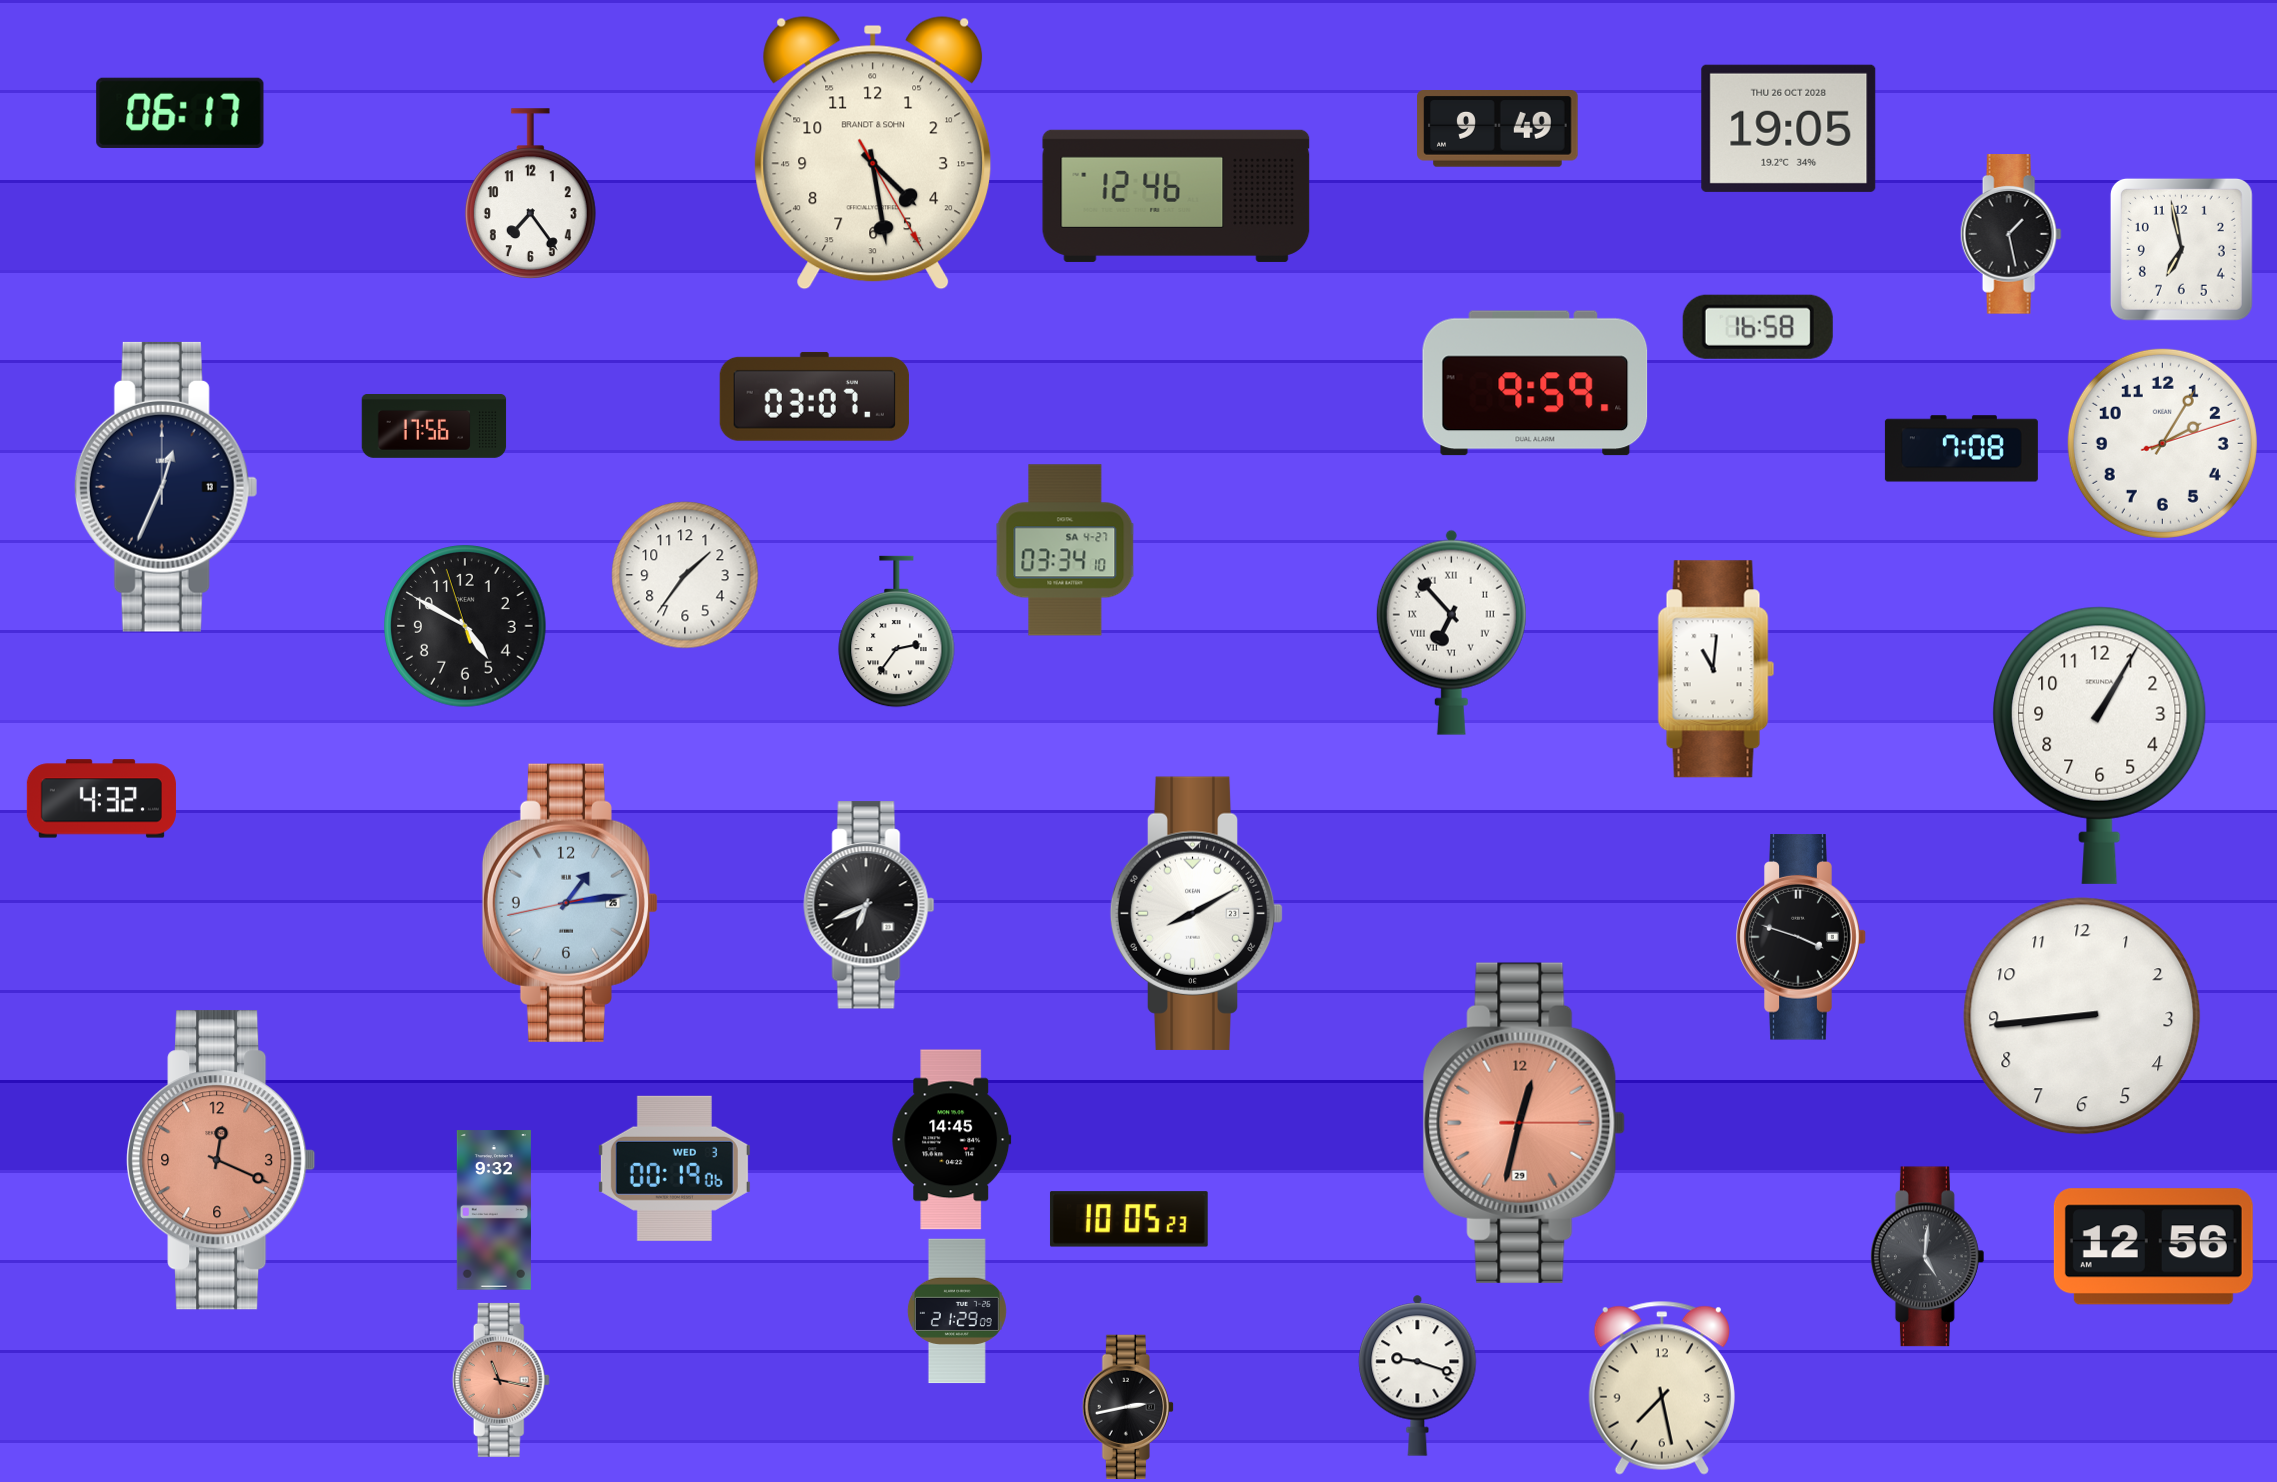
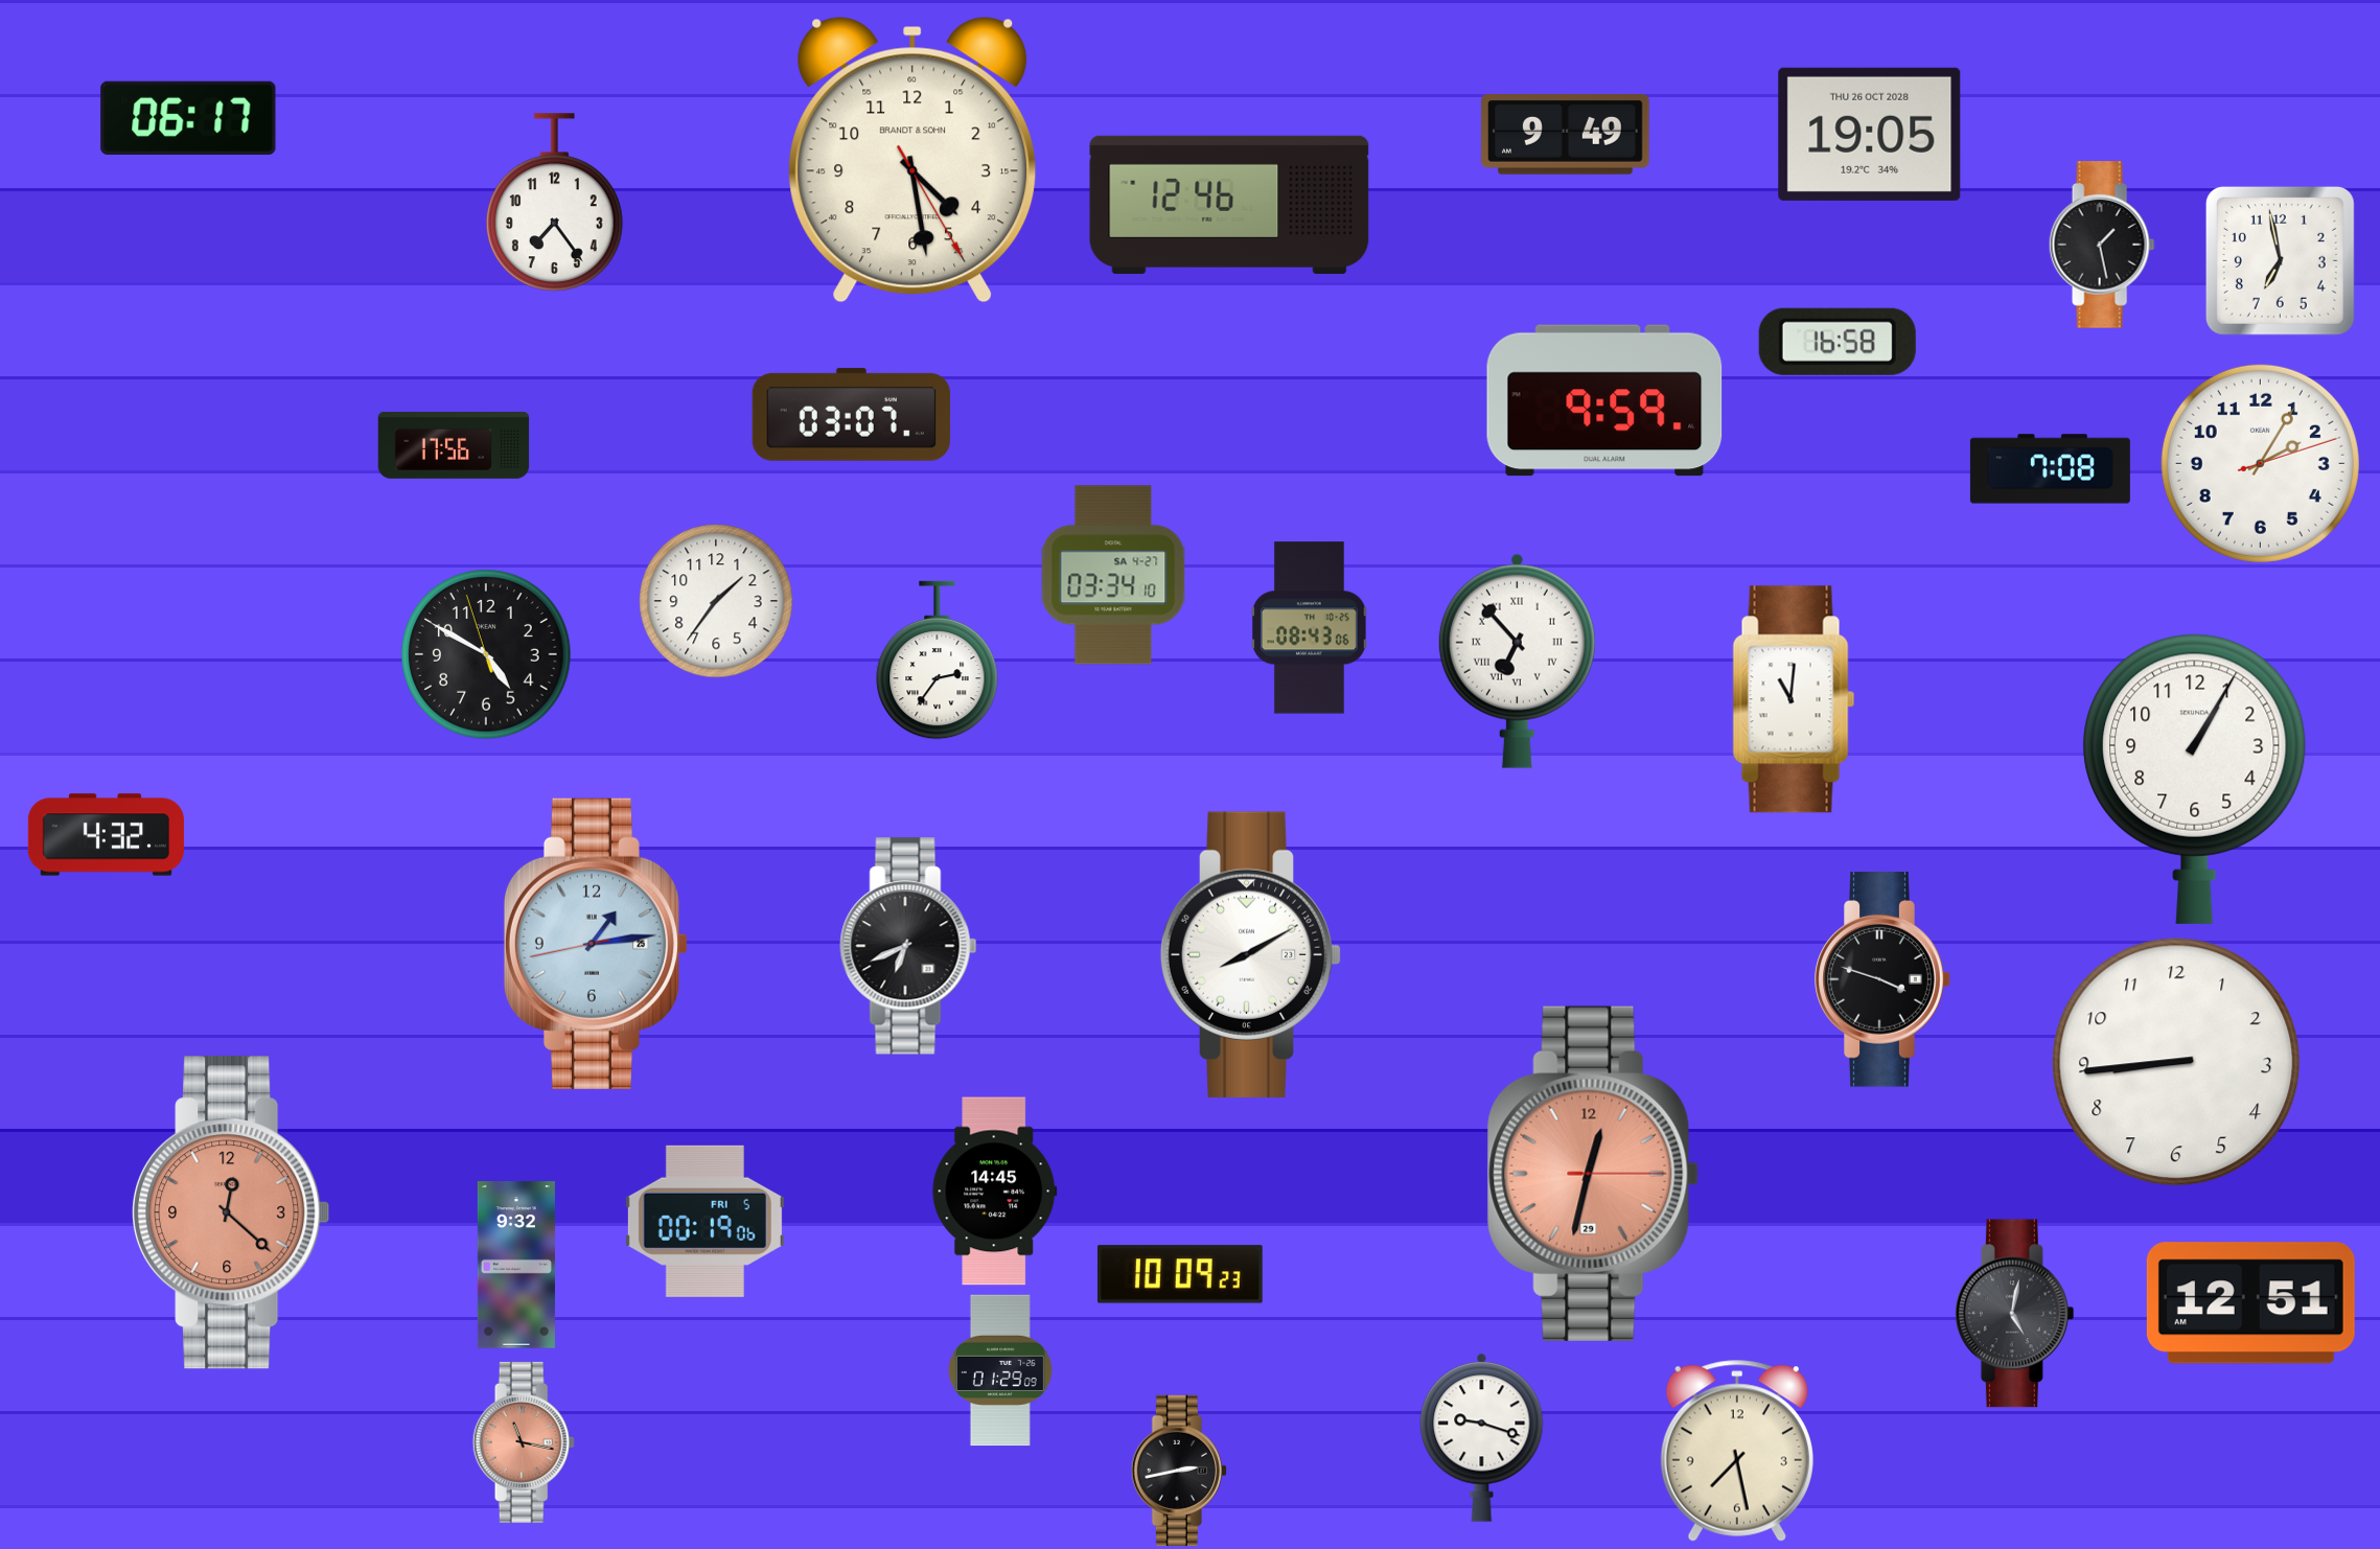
clock at (166, 487): 12:34 -> none
clock at (1310, 628): none -> 08:43
clock at (221, 1160): 12:19 -> 12:22
clock at (674, 1168) date: WED 3 -> FRI 5
clock at (1129, 1219): 10:05 -> 10:09
clock at (2153, 1247): 12:56 -> 12:51
clock at (1927, 1257): 5:01 -> 5:02
clock at (957, 1311): 21:29 -> 01:29
